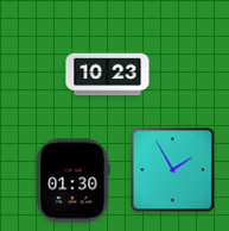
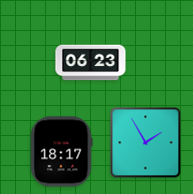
clock at (108, 75): 10:23 -> 06:23
clock at (72, 181): 01:30 -> 18:17
